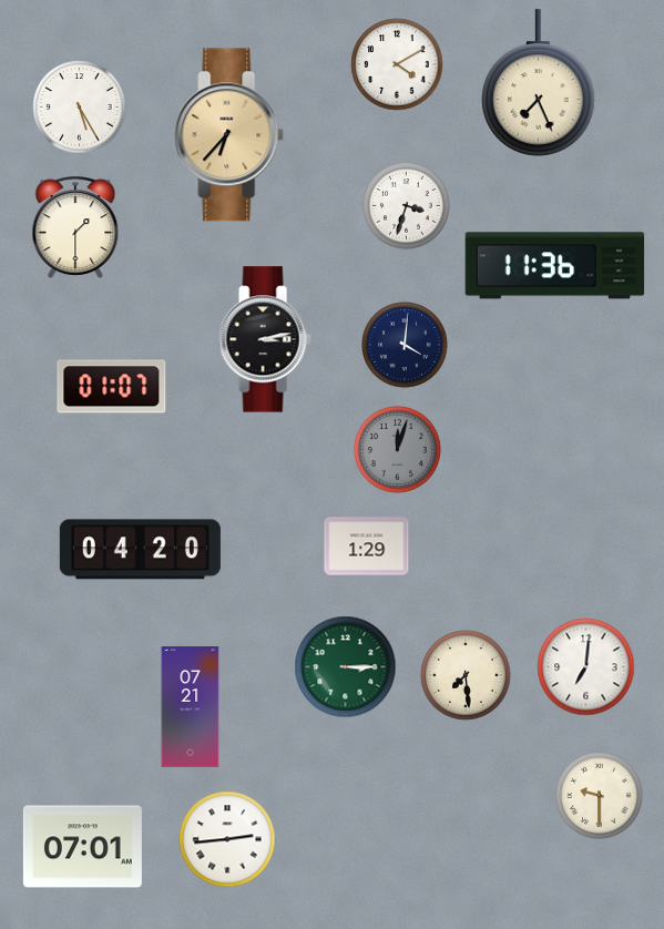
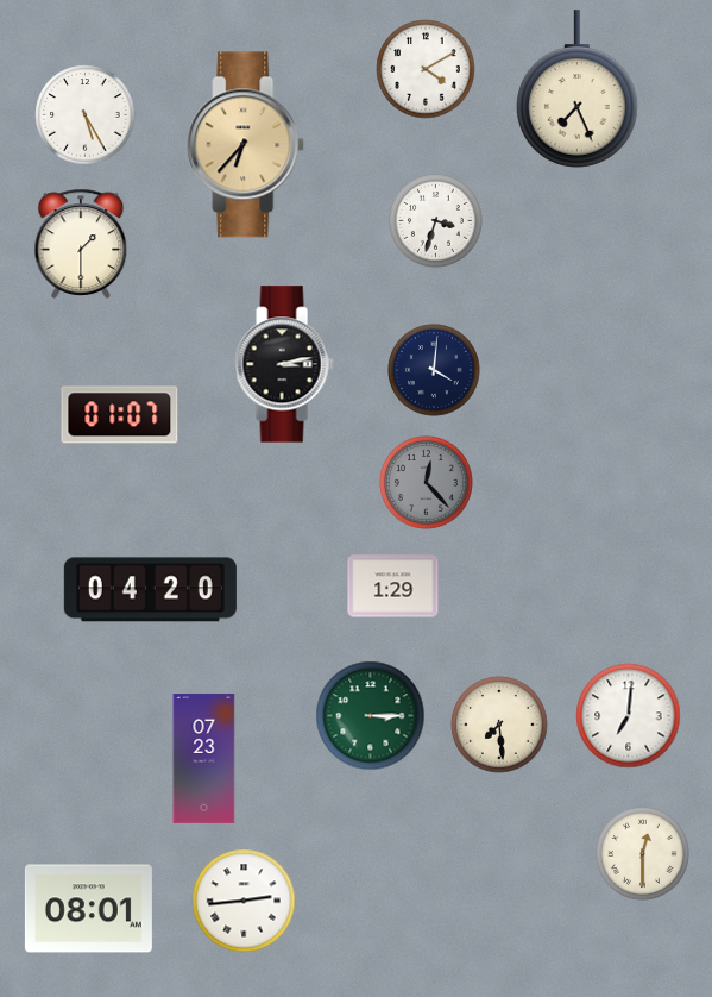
clock at (555, 266): 11:36 -> none
clock at (398, 450): 12:03 -> 12:23
clock at (191, 707): 07:21 -> 07:23
clock at (600, 796): 9:30 -> 12:30
clock at (82, 847): 07:01 -> 08:01
